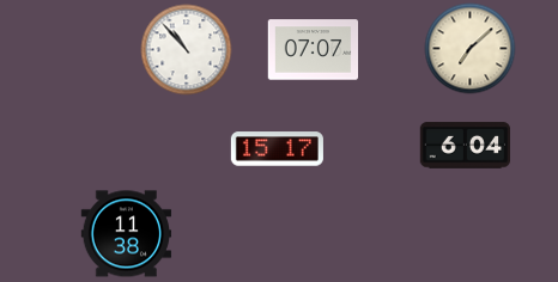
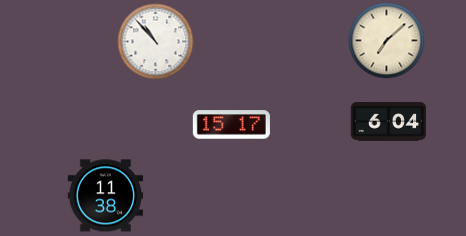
clock at (471, 49) position: (471, 49) -> (387, 41)
clock at (314, 50): 07:07 -> none
